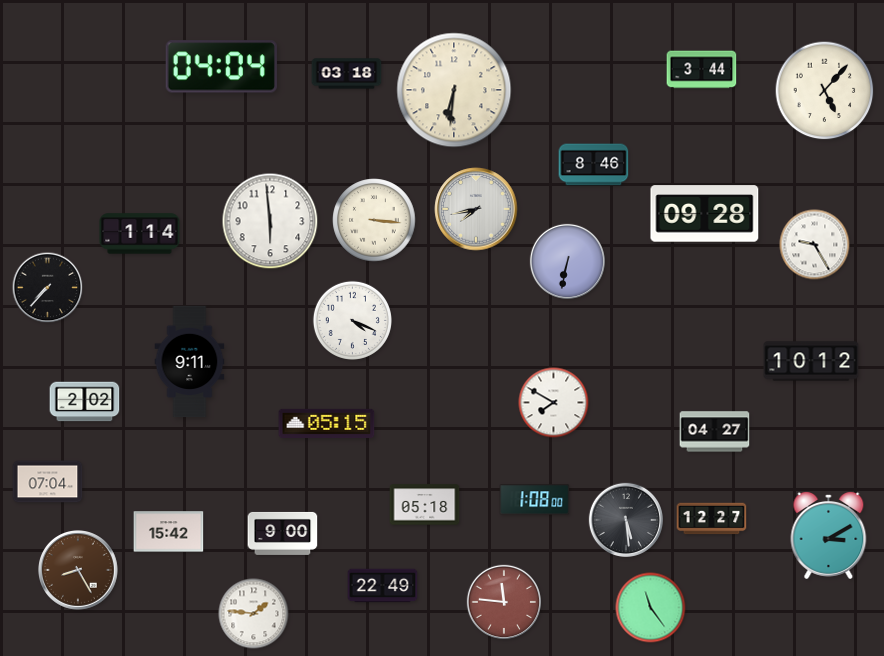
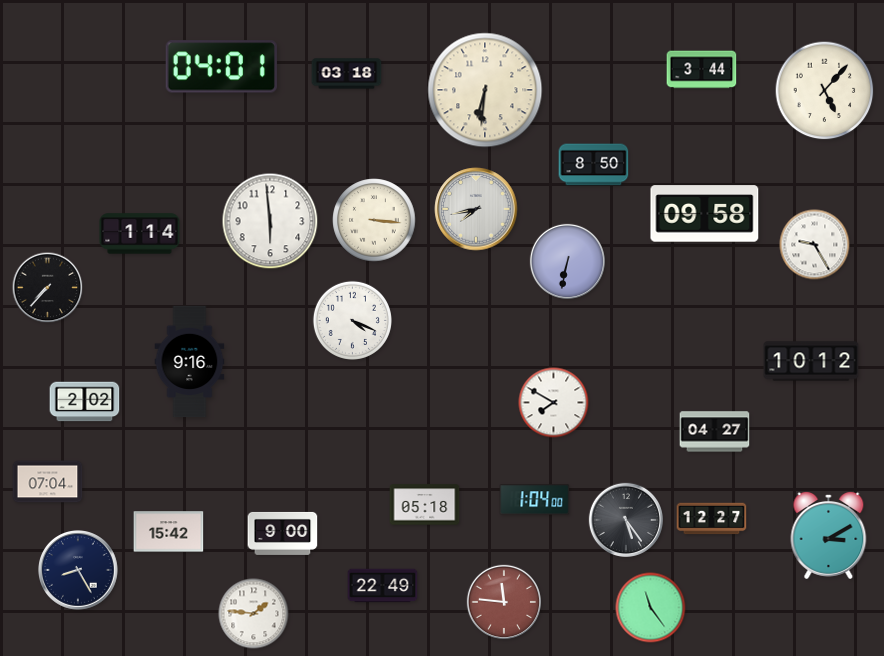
clock at (221, 67): 04:04 -> 04:01
clock at (454, 90) position: (454, 90) -> (485, 90)
clock at (594, 165): 8:46 -> 8:50
clock at (705, 214): 09:28 -> 09:58
clock at (190, 362): 9:11 -> 9:16
clock at (327, 423): 05:15 -> none
clock at (535, 500): 1:08 -> 1:04
clock at (625, 519): 5:29 -> 5:24
clock at (79, 571) dial: brown -> navy
